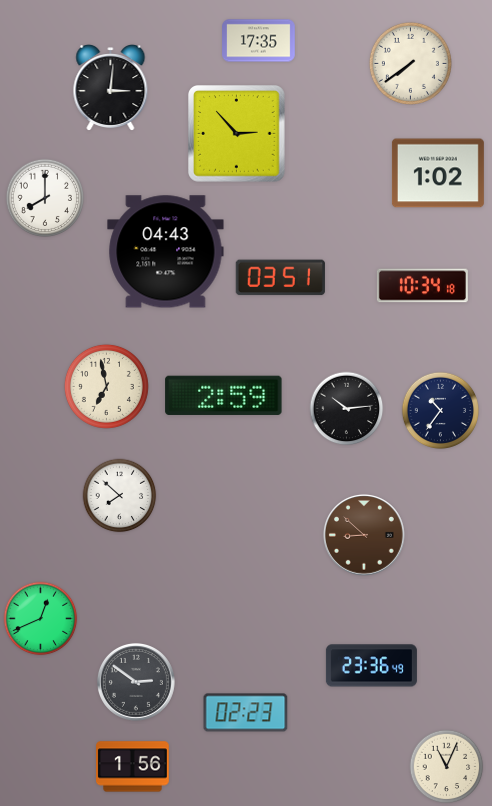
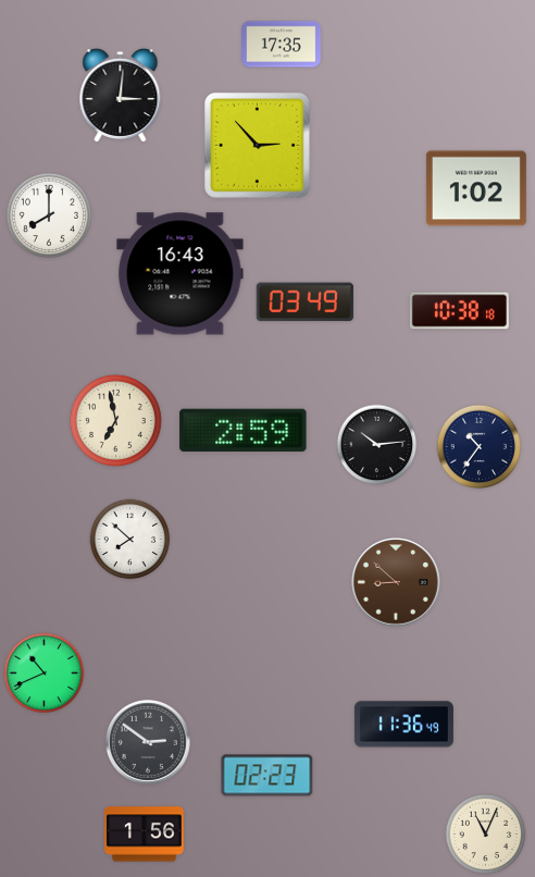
clock at (410, 63): 7:39 -> none
clock at (166, 252): 04:43 -> 16:43
clock at (280, 278): 03:51 -> 03:49
clock at (422, 286): 10:34 -> 10:38
clock at (41, 619): 12:41 -> 10:41
clock at (371, 666): 23:36 -> 11:36
